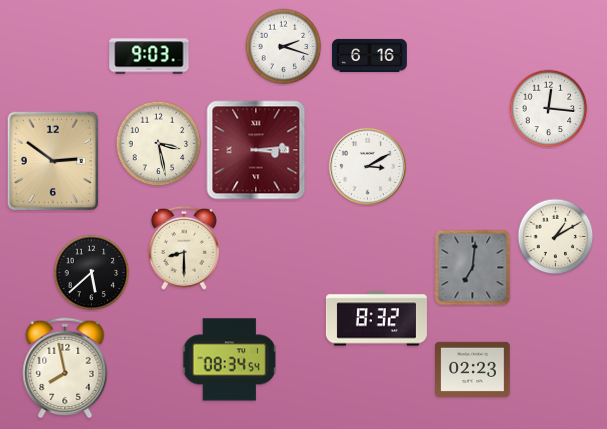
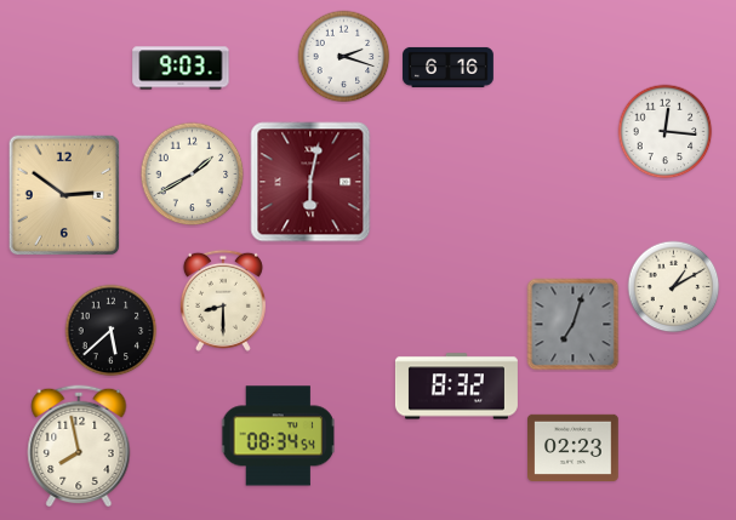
clock at (159, 144): 3:28 -> 1:40
clock at (256, 150): 3:14 -> 6:02
clock at (367, 166): 3:10 -> none
clock at (473, 268): 7:01 -> 7:03
